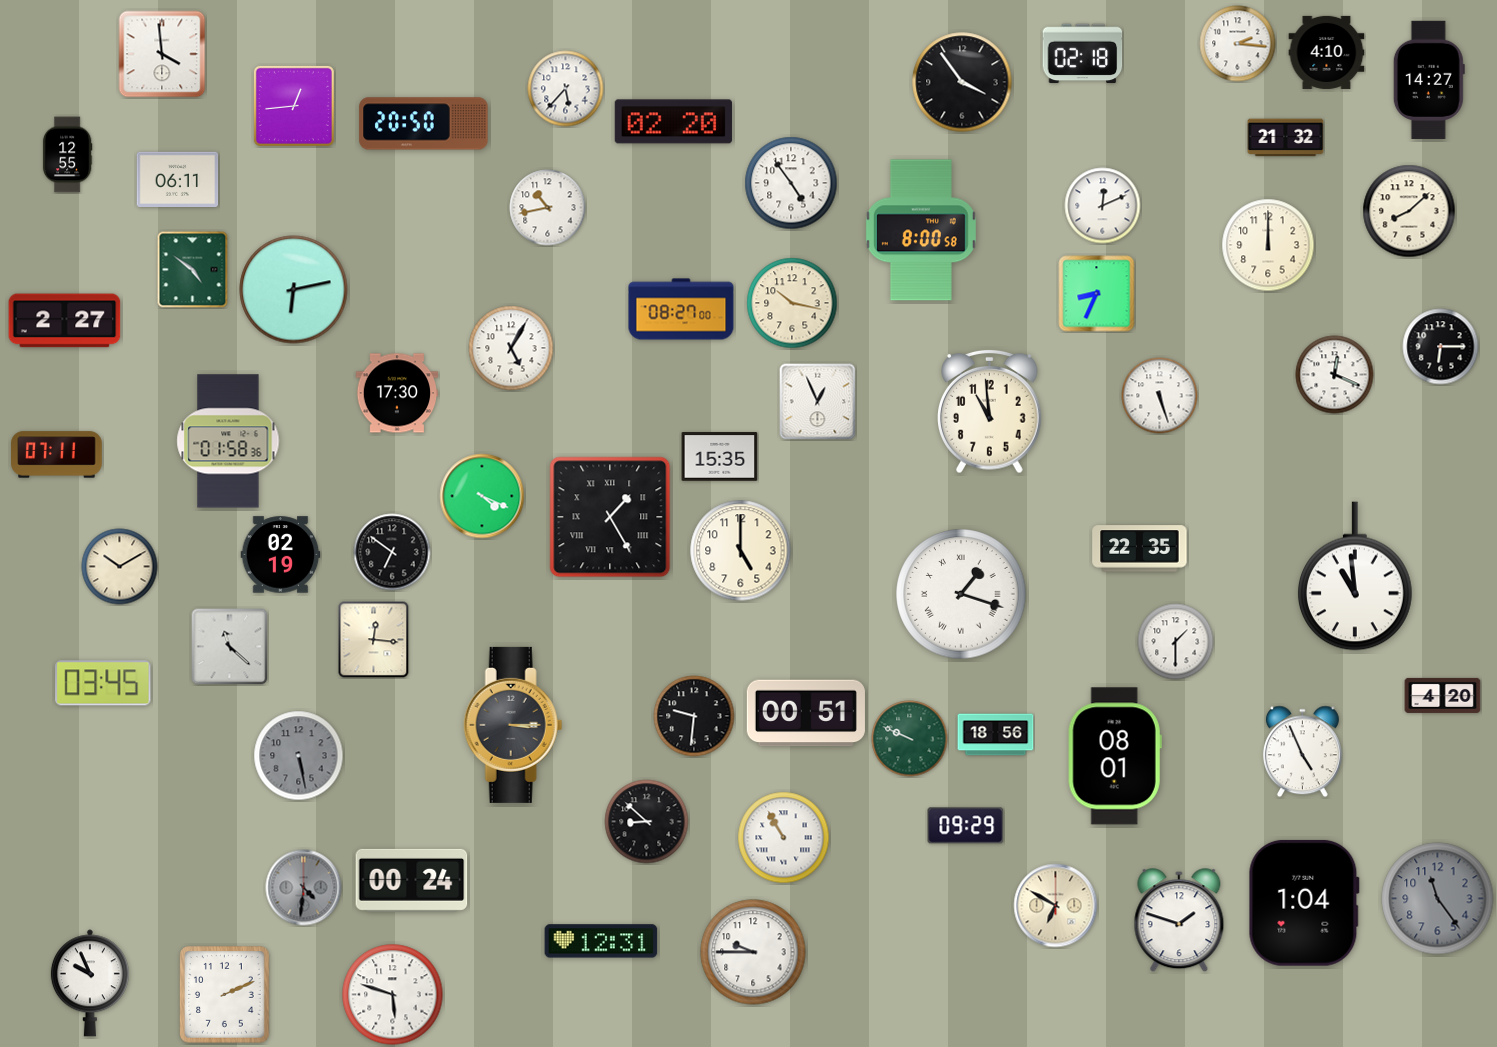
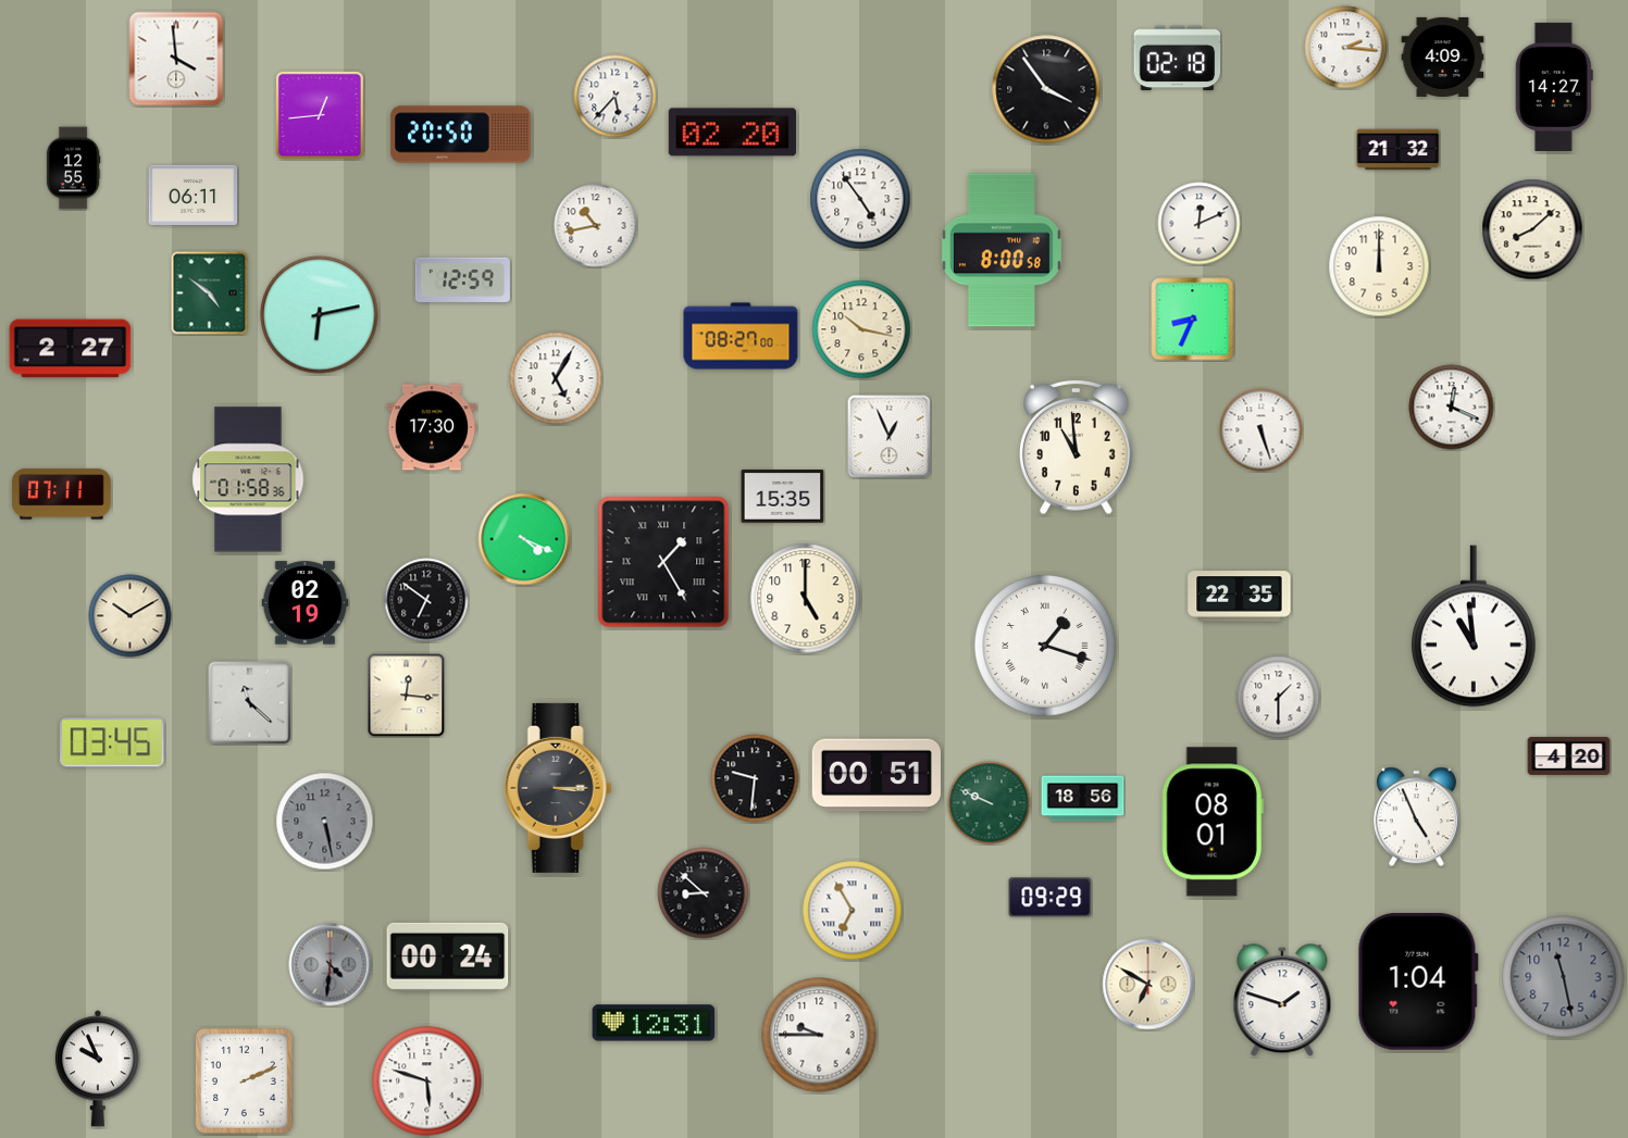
clock at (1327, 52): 4:10 -> 4:09
clock at (462, 279): none -> 12:59
clock at (1441, 347): 6:15 -> none
clock at (784, 838): 10:55 -> 6:55
clock at (1438, 899): 11:24 -> 11:28
